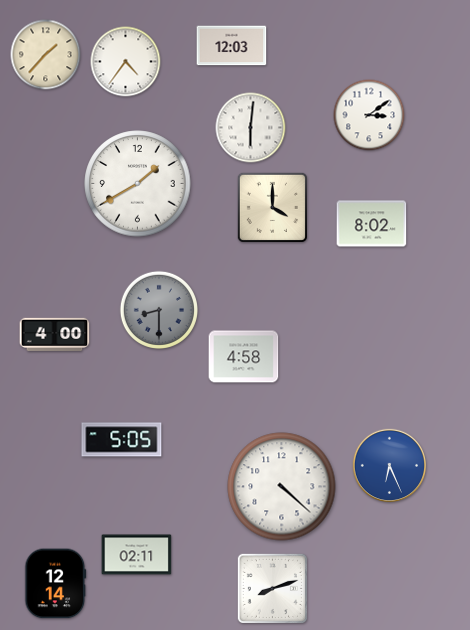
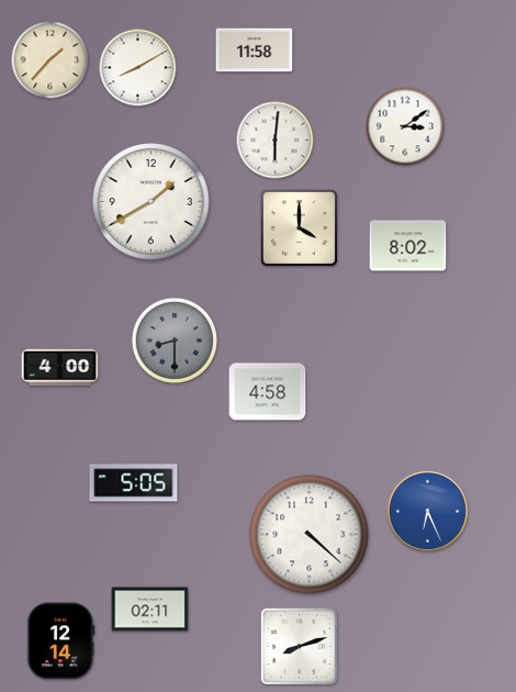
clock at (232, 46): 12:03 -> 11:58
clock at (126, 62): 4:36 -> 8:10
